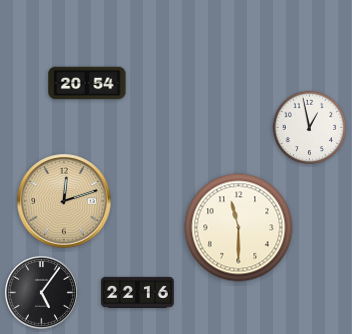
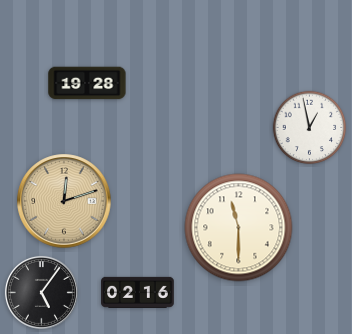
clock at (87, 83): 20:54 -> 19:28
clock at (138, 292): 22:16 -> 02:16
